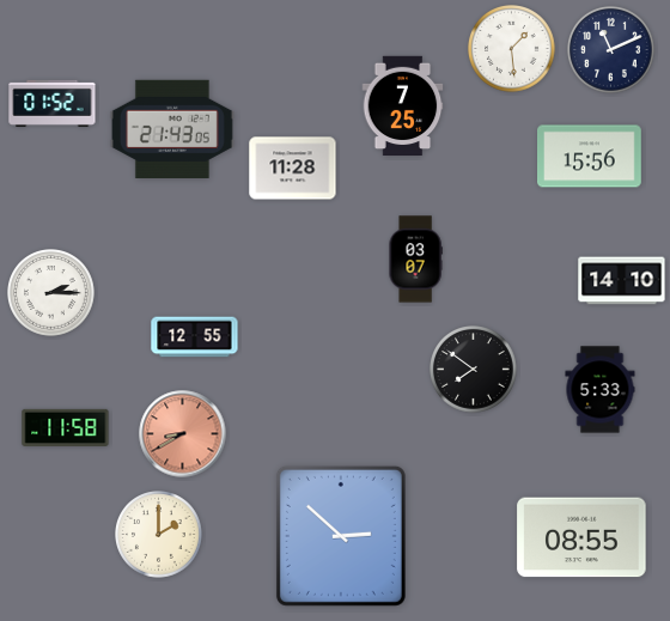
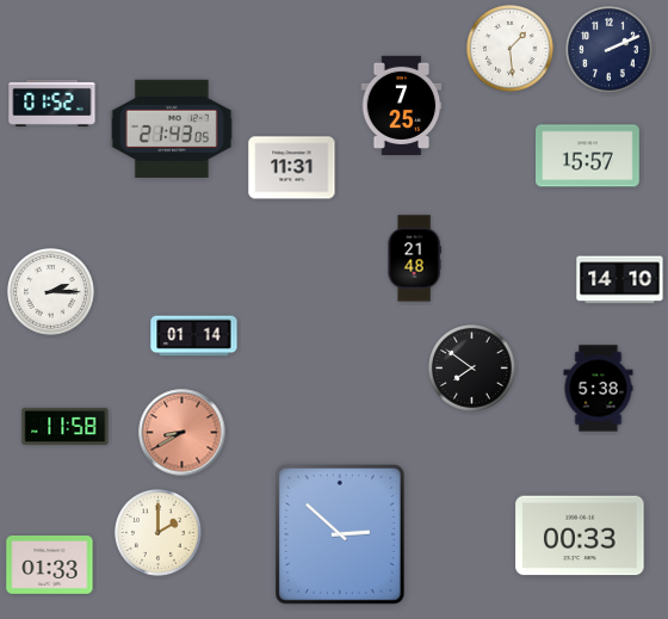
clock at (611, 50): 11:11 -> 2:11
clock at (590, 157): 15:56 -> 15:57
clock at (293, 169): 11:28 -> 11:31
clock at (415, 260): 03:07 -> 21:48
clock at (195, 337): 12:55 -> 01:14
clock at (601, 390): 5:33 -> 5:38
clock at (581, 537): 08:55 -> 00:33
clock at (50, 565): none -> 01:33
